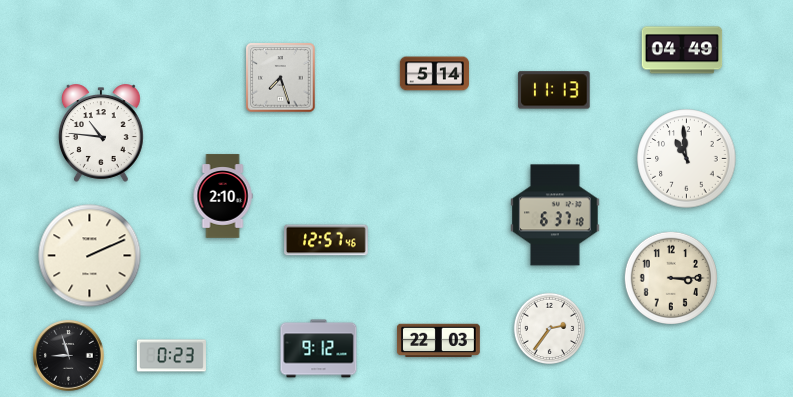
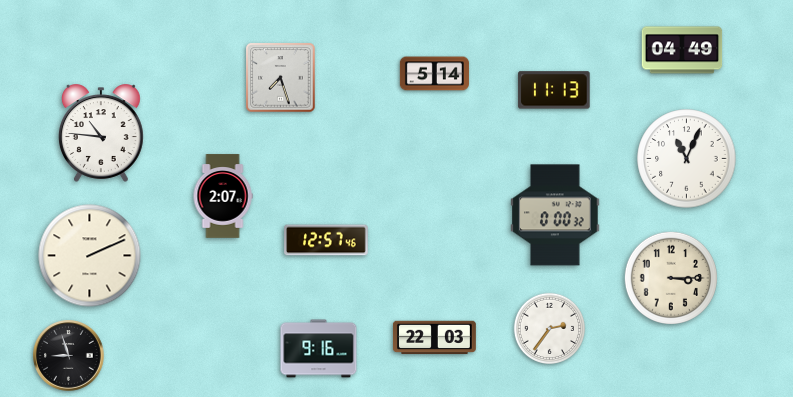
clock at (687, 159): 10:59 -> 11:04
clock at (223, 196): 2:10 -> 2:07
clock at (555, 215): 6:37 -> 0:00
clock at (438, 341) position: (438, 341) -> (434, 338)
clock at (319, 349): 9:12 -> 9:16
clock at (171, 356): 0:23 -> none
